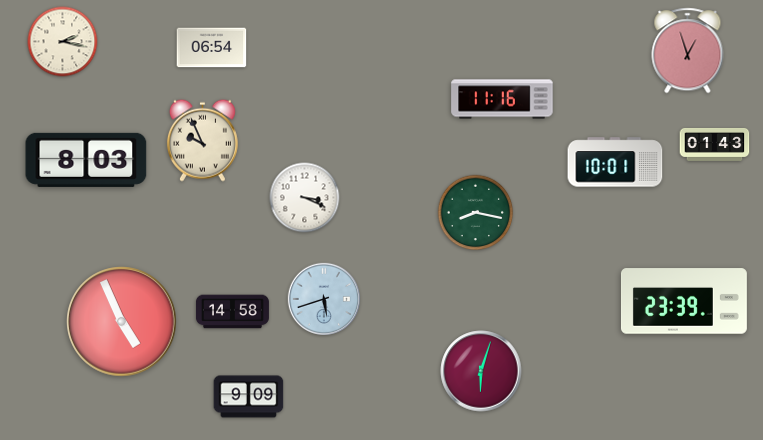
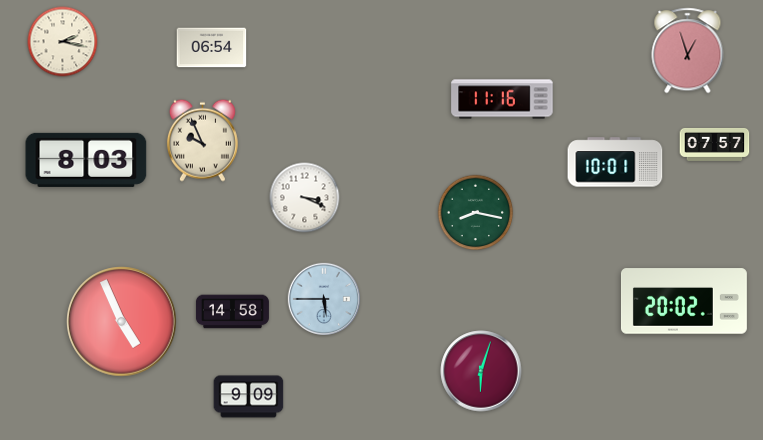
clock at (715, 144): 01:43 -> 07:57
clock at (323, 298): 5:42 -> 5:45
clock at (684, 301): 23:39 -> 20:02
